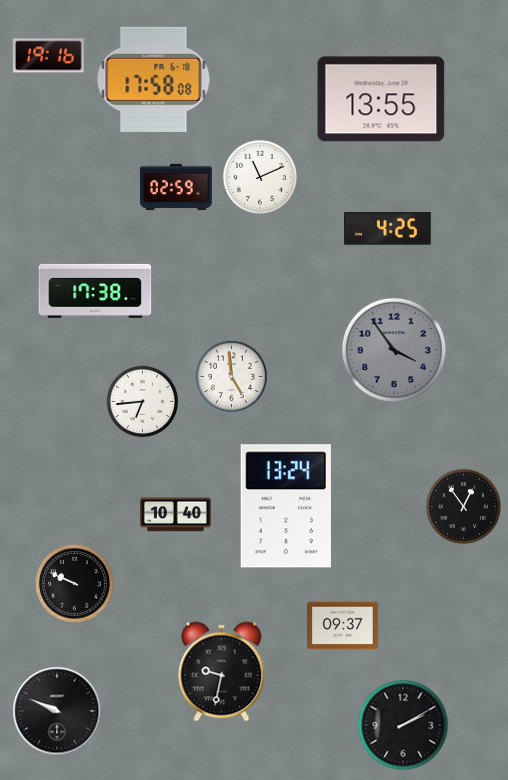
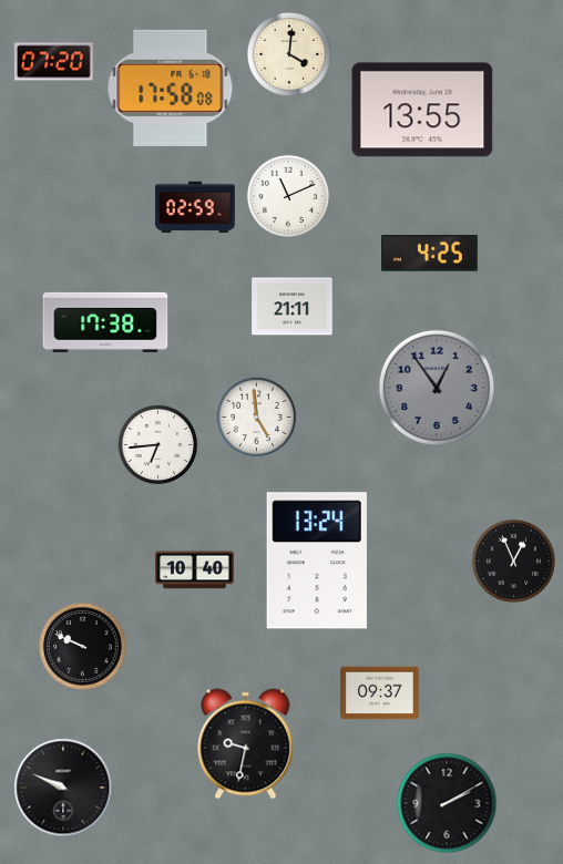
clock at (289, 54): none -> 4:01
clock at (48, 56): 19:16 -> 07:20
clock at (293, 307): none -> 21:11
clock at (394, 350): 3:54 -> 12:54
clock at (463, 506): 12:54 -> 12:56
